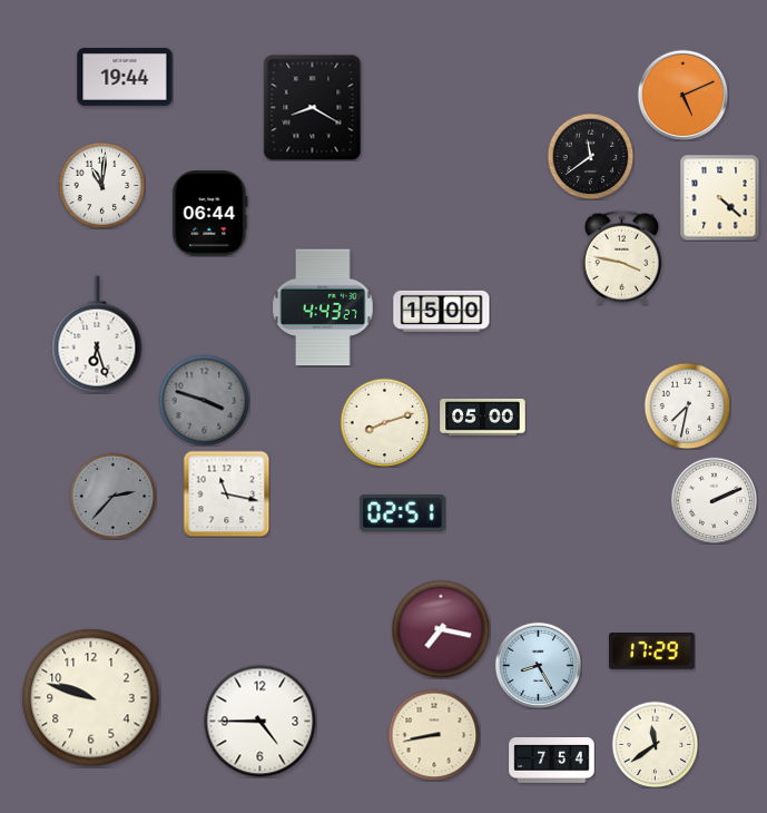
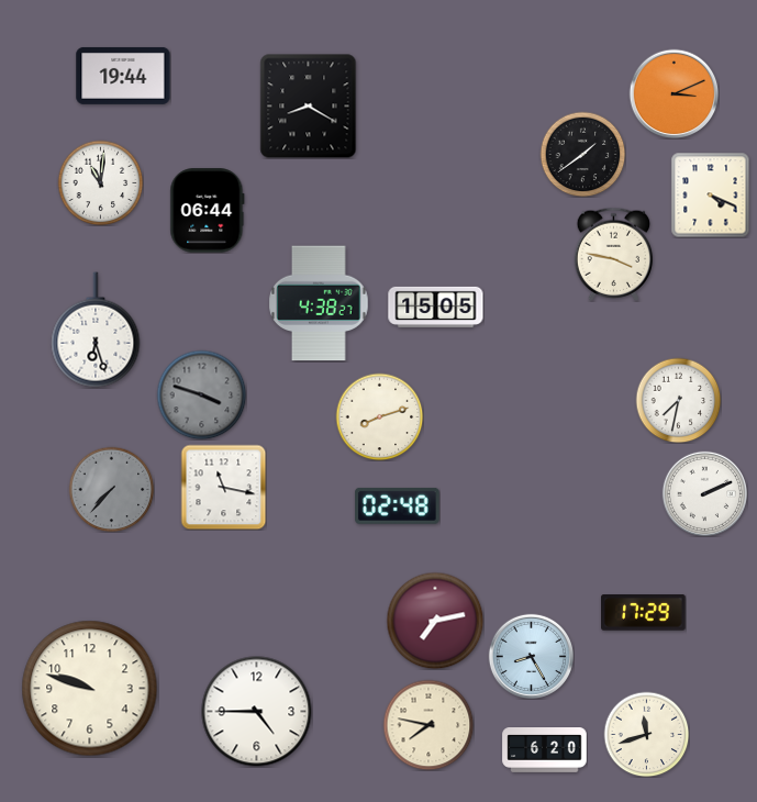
clock at (682, 95): 5:11 -> 3:11
clock at (590, 156): 11:39 -> 1:39
clock at (720, 197): 4:22 -> 4:19
clock at (323, 307): 4:43 -> 4:38
clock at (442, 311): 15:00 -> 15:05
clock at (483, 418): 05:00 -> none
clock at (112, 496): 2:37 -> 7:37
clock at (403, 512): 02:51 -> 02:48
clock at (441, 629): 7:17 -> 7:13
clock at (652, 652) position: (652, 652) -> (644, 613)
clock at (434, 735): 8:43 -> 7:47
clock at (655, 744): 11:39 -> 11:42
clock at (552, 761): 7:54 -> 6:20
